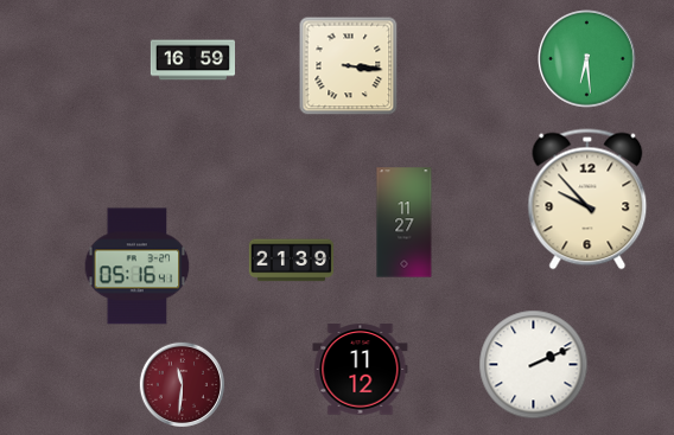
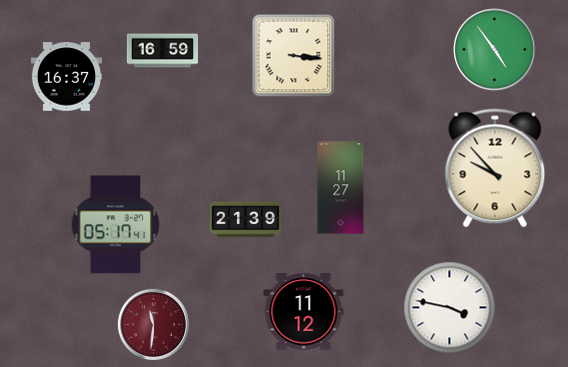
clock at (587, 59): 6:29 -> 4:54
clock at (66, 77): none -> 16:37
clock at (138, 267): 05:16 -> 05:17
clock at (534, 365): 2:11 -> 3:47
